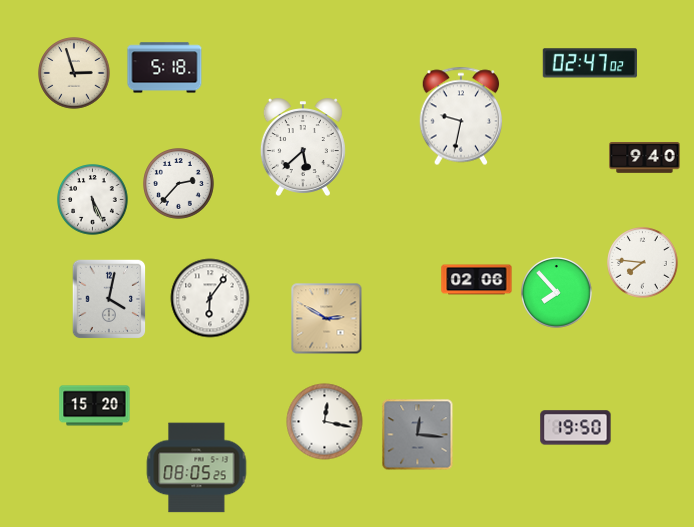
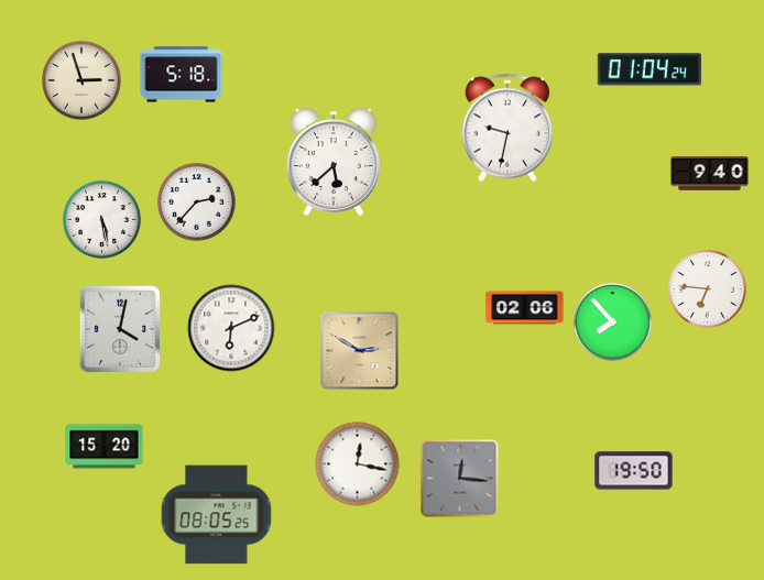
clock at (590, 63): 02:47 -> 01:04
clock at (93, 200): 5:26 -> 5:28
clock at (643, 263): 7:46 -> 6:46
clock at (210, 298): 6:06 -> 6:11
